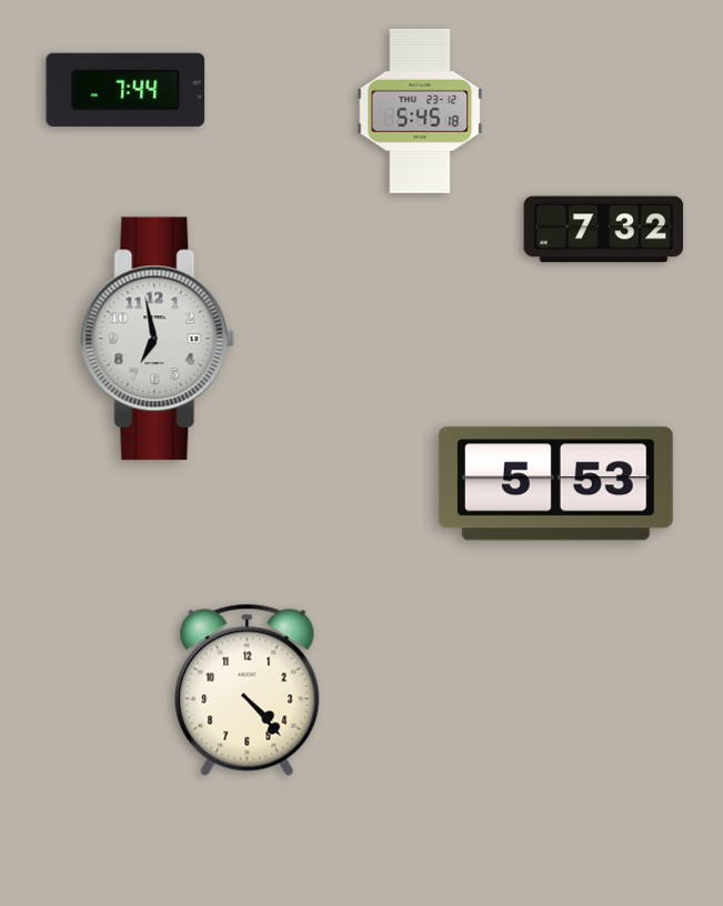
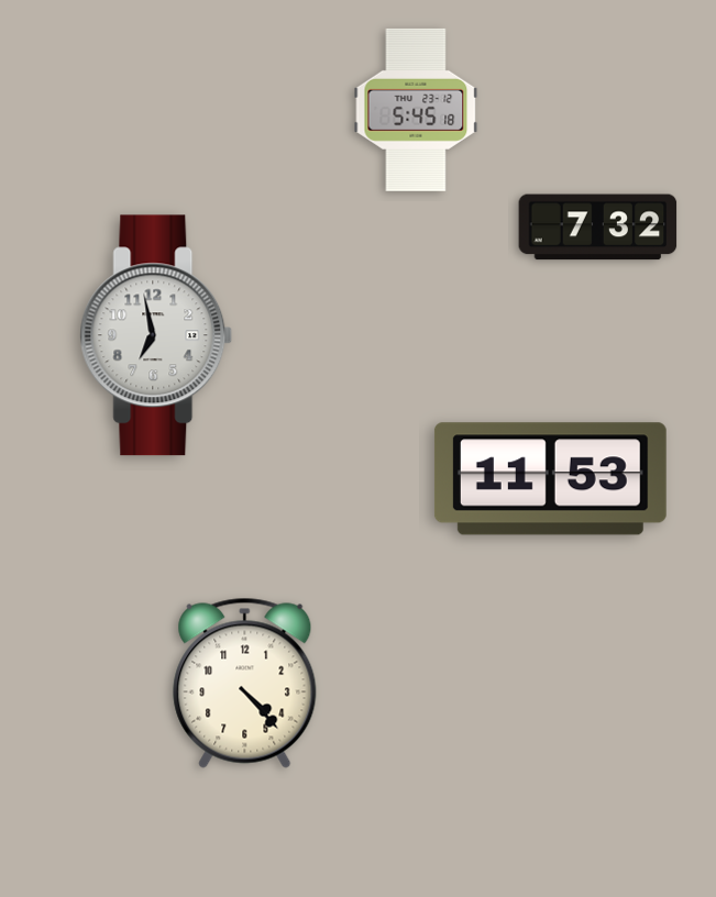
clock at (125, 90): 7:44 -> none
clock at (555, 484): 5:53 -> 11:53
